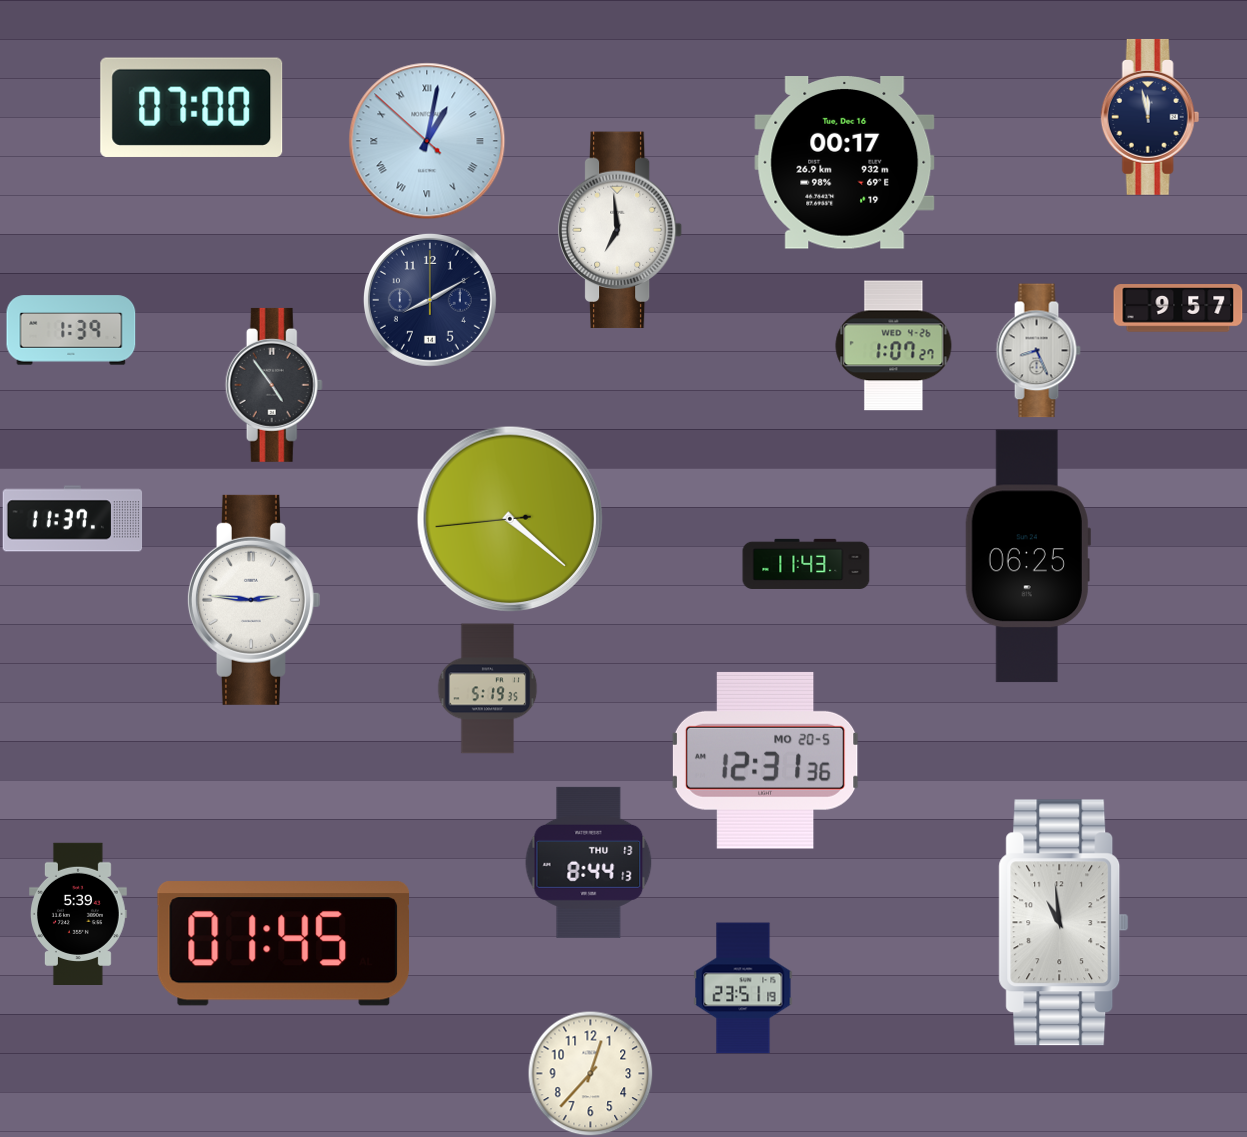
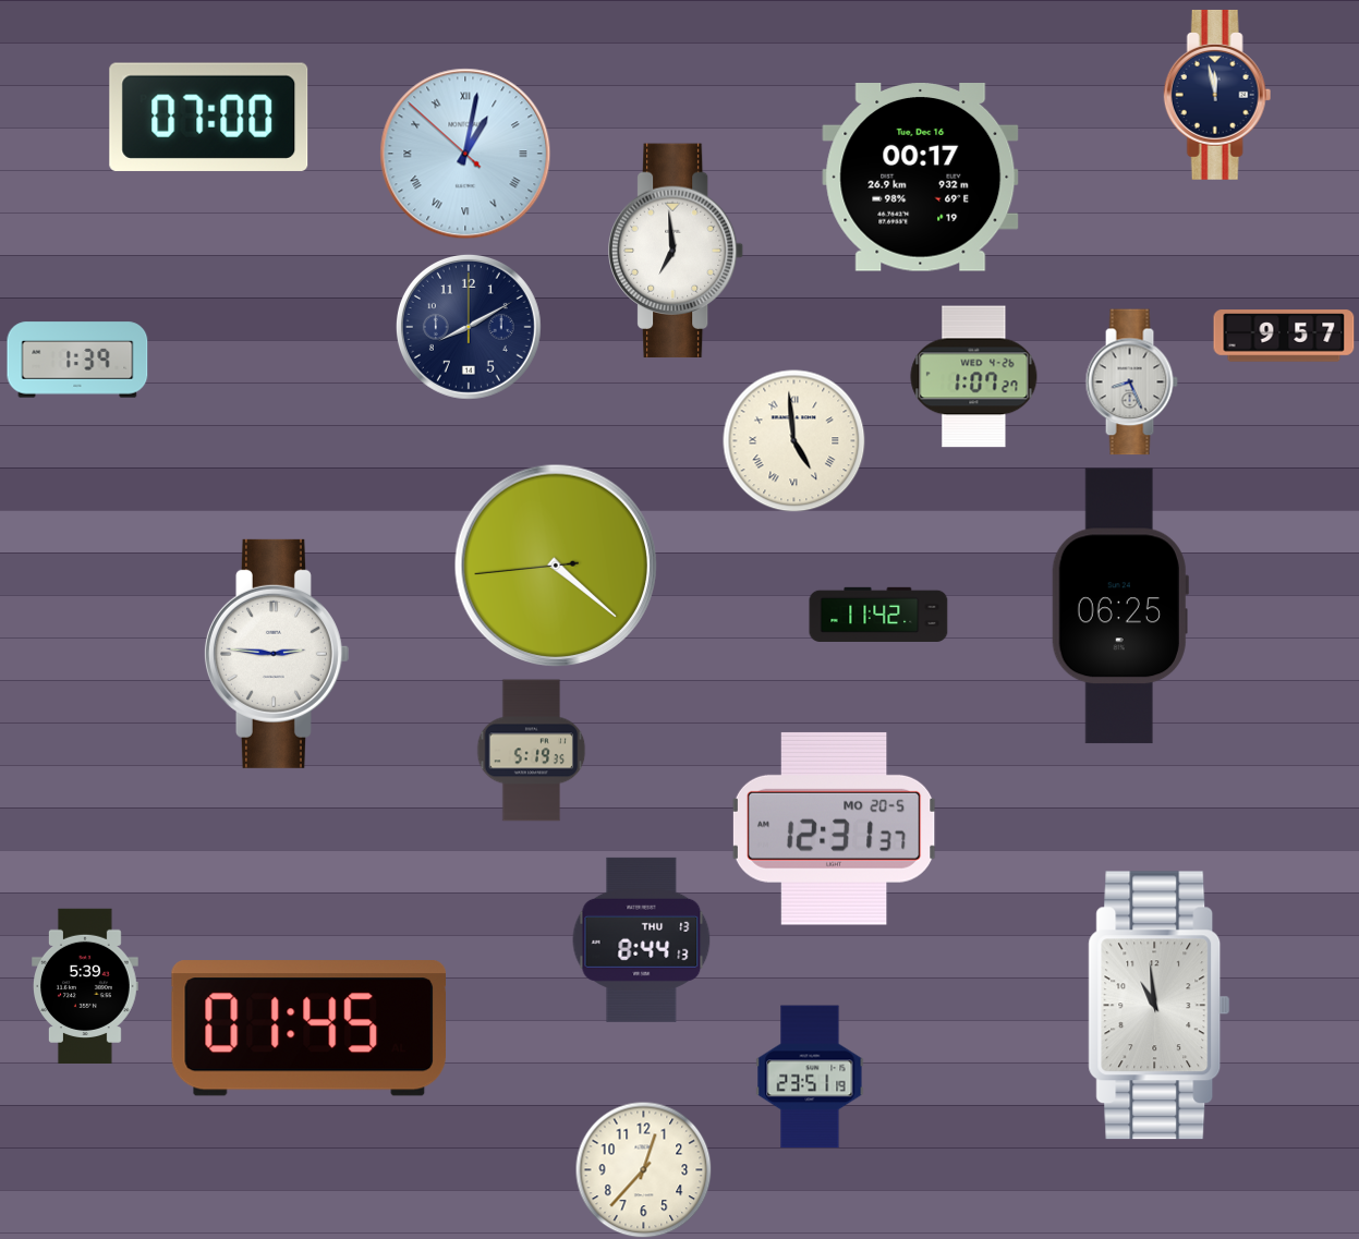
clock at (1150, 117) position: (1150, 117) -> (1217, 95)
clock at (274, 385): 4:54 -> none
clock at (794, 441): none -> 4:59
clock at (73, 519): 11:37 -> none
clock at (806, 564): 11:43 -> 11:42
clock at (765, 760): 12:31:36 -> 12:31:37
clock at (79, 913) position: (79, 913) -> (86, 985)
